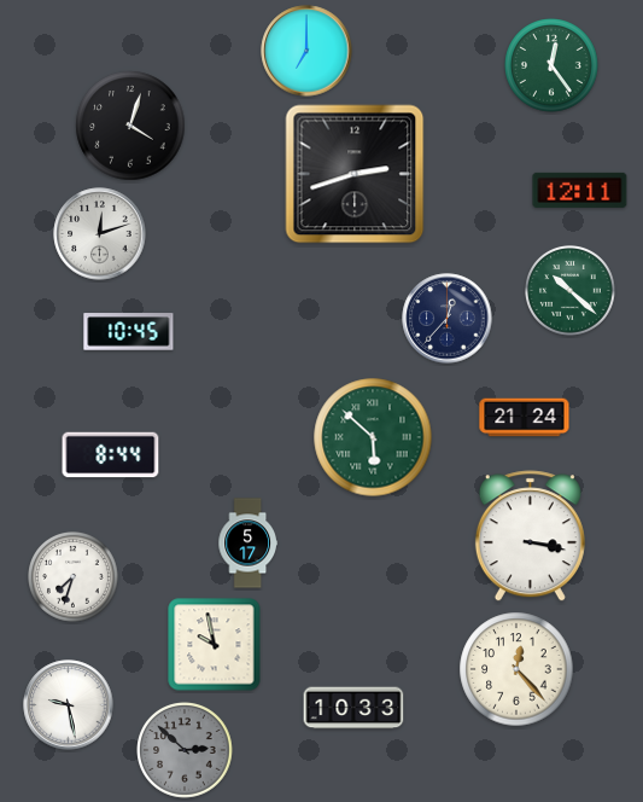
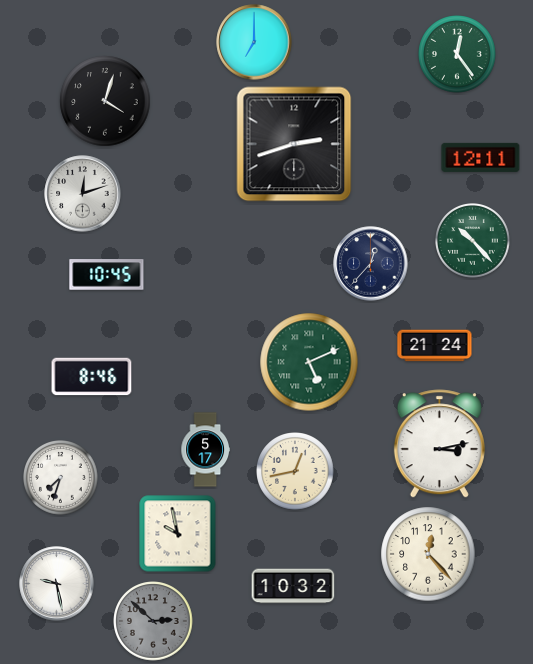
clock at (130, 126) position: (130, 126) -> (105, 101)
clock at (571, 291): 10:22 -> 10:23
clock at (373, 437): 5:52 -> 5:11
clock at (111, 455): 8:44 -> 8:46
clock at (530, 536): 3:17 -> 3:13
clock at (295, 471): none -> 12:43
clock at (353, 708): 10:33 -> 10:32
